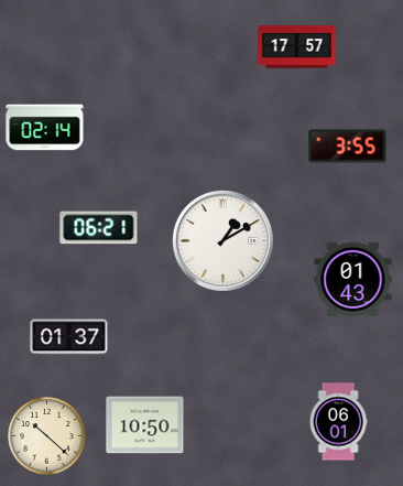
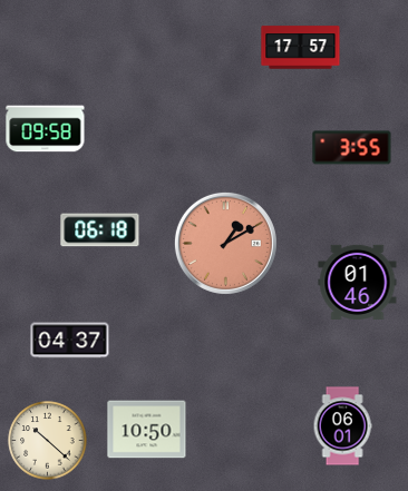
clock at (45, 128): 02:14 -> 09:58
clock at (99, 228): 06:21 -> 06:18
clock at (222, 240) dial: white -> salmon
clock at (353, 279): 01:43 -> 01:46
clock at (69, 337): 01:37 -> 04:37
